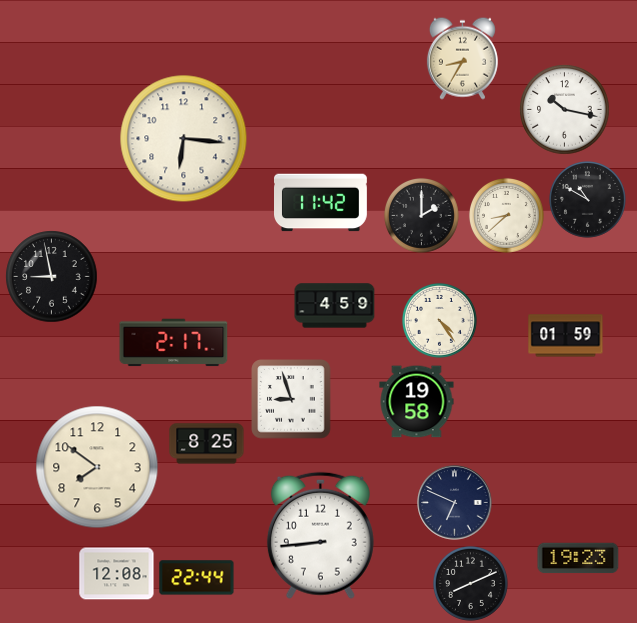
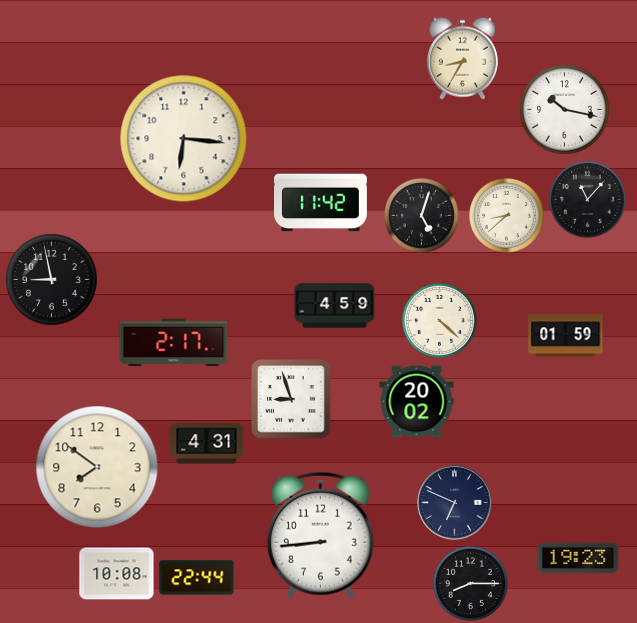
clock at (587, 199): 10:50 -> 11:07
clock at (421, 215): 2:00 -> 5:03
clock at (52, 277) position: (52, 277) -> (52, 280)
clock at (439, 320): 4:24 -> 4:22
clock at (417, 402): 19:58 -> 20:02
clock at (207, 444): 8:25 -> 4:31
clock at (117, 574): 12:08 -> 10:08
clock at (470, 583): 8:11 -> 8:15
